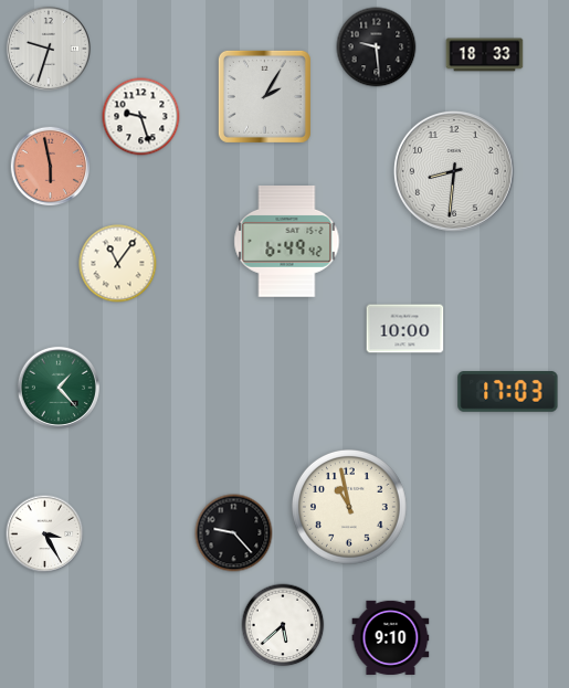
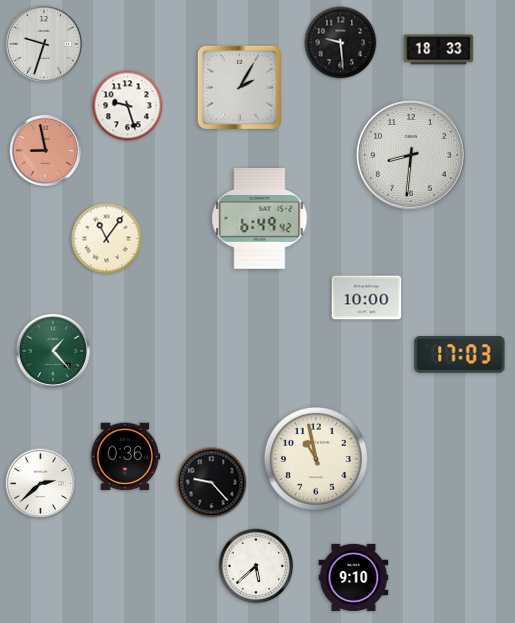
clock at (51, 167): 5:58 -> 8:58
clock at (125, 457): none -> 0:36
clock at (45, 534): 3:25 -> 2:38
